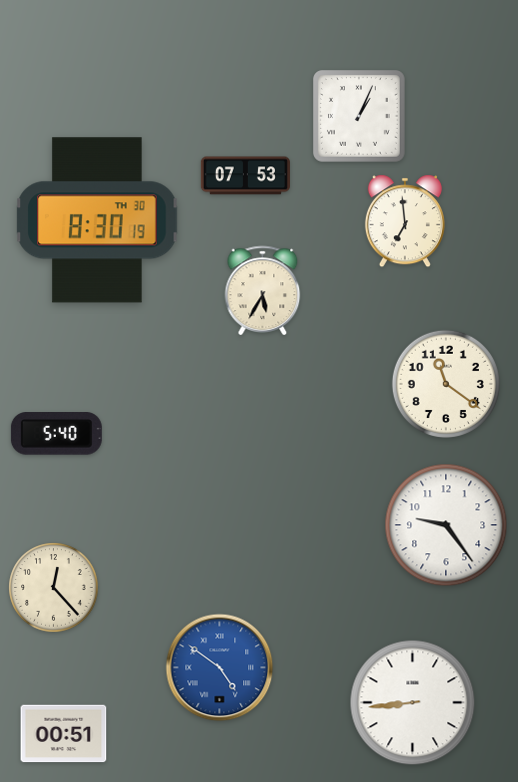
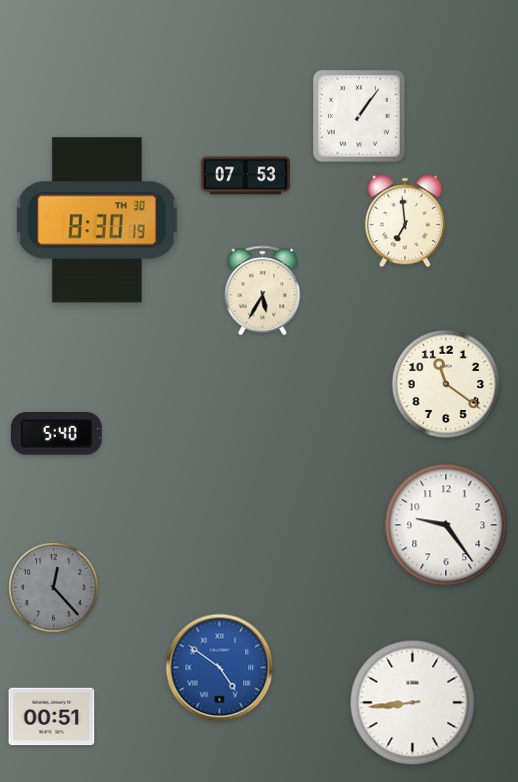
clock at (360, 117): 1:04 -> 1:06
clock at (54, 588) dial: cream -> grey
clock at (64, 734) position: (64, 734) -> (52, 717)
